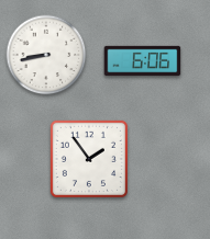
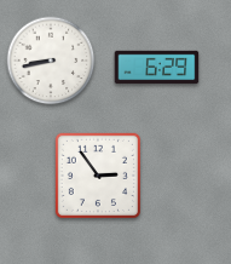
clock at (143, 61): 6:06 -> 6:29
clock at (89, 159): 1:54 -> 2:54
